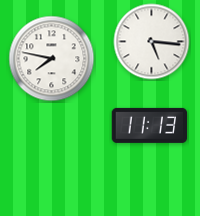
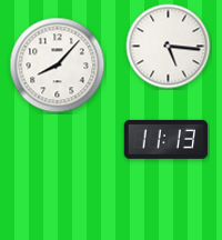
clock at (52, 59): 7:47 -> 8:07
